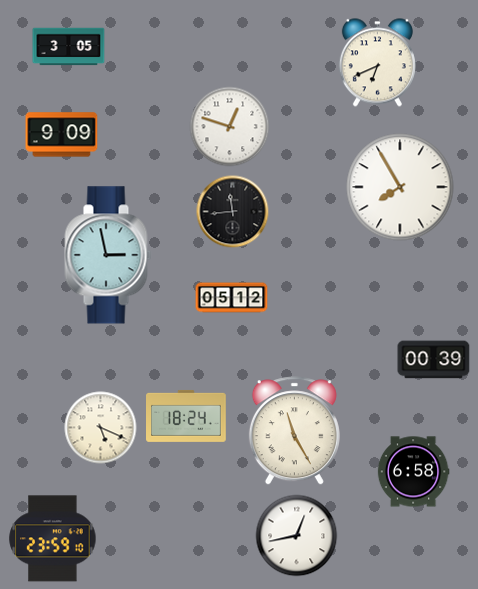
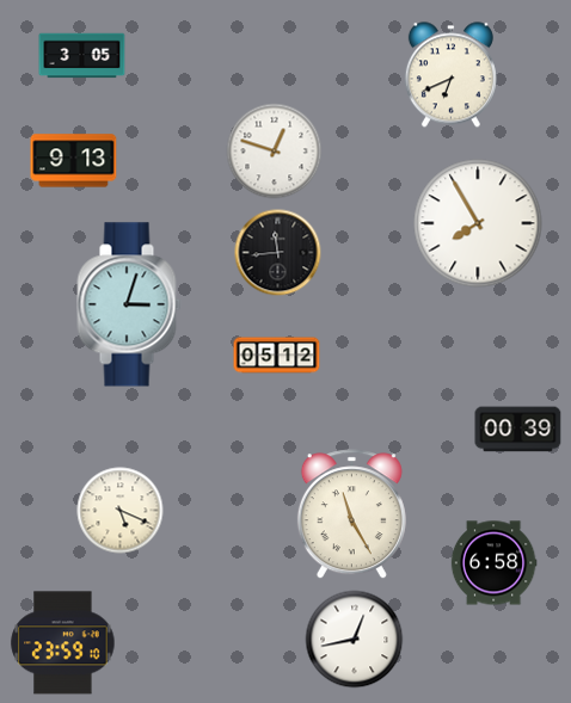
clock at (62, 135): 9:09 -> 9:13
clock at (108, 255): 2:58 -> 3:03
clock at (187, 416): 18:24 -> none
